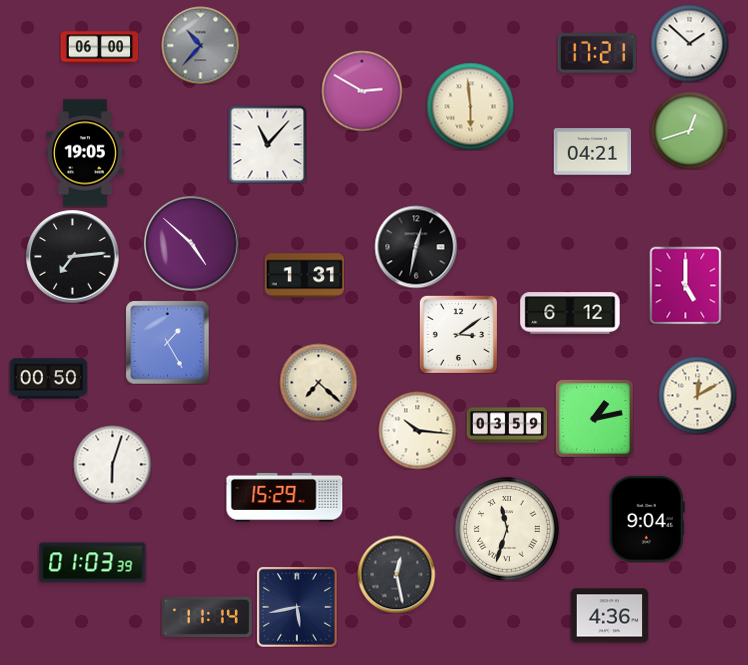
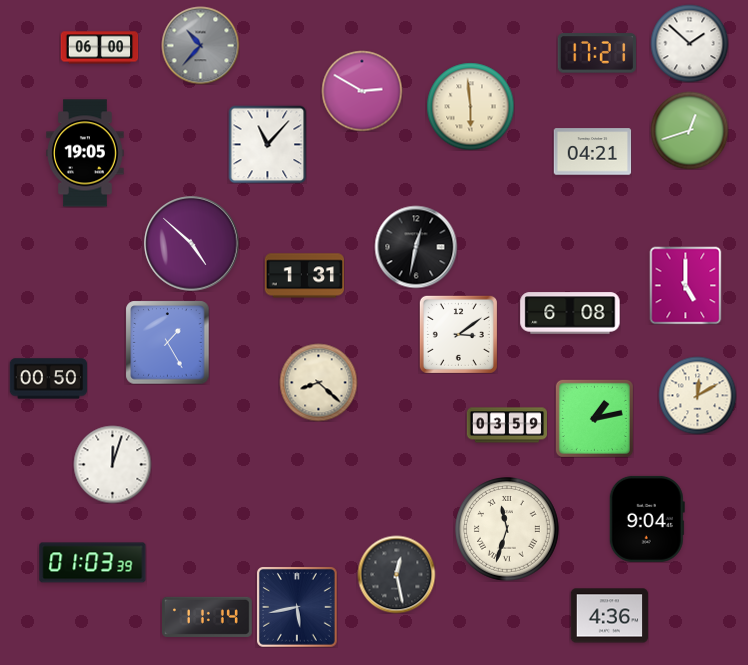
clock at (72, 256): 7:14 -> none
clock at (570, 313): 6:12 -> 6:08
clock at (318, 382): 7:22 -> 8:22
clock at (417, 430): 10:16 -> none
clock at (112, 464): 6:03 -> 12:03
clock at (285, 497): 15:29 -> none
